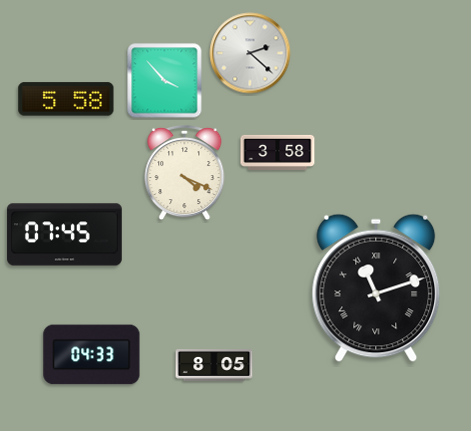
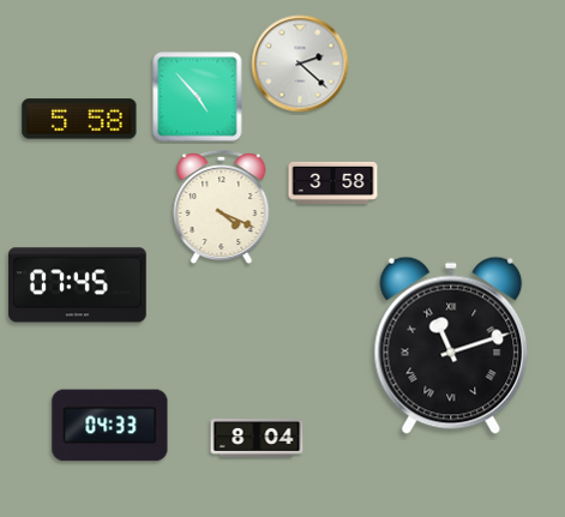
clock at (165, 81): 3:53 -> 4:53
clock at (65, 235) position: (65, 235) -> (78, 285)
clock at (214, 365): 8:05 -> 8:04
